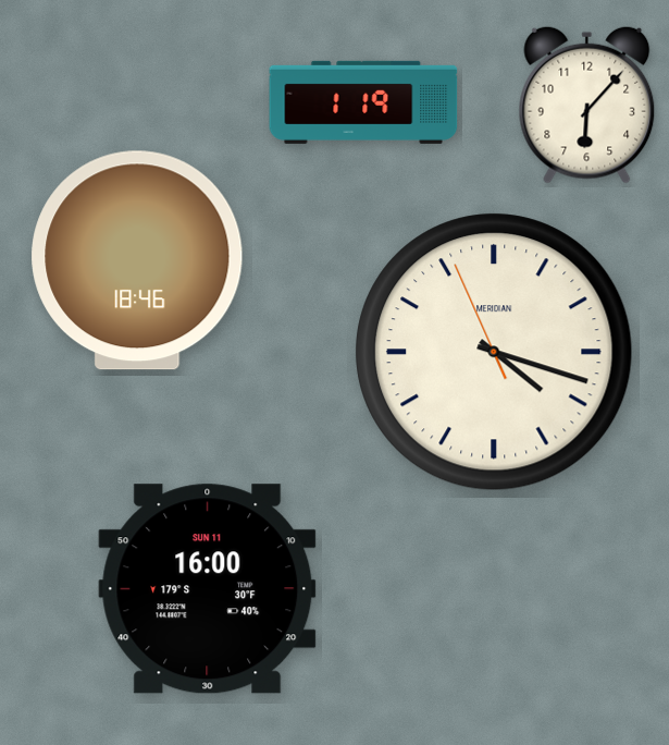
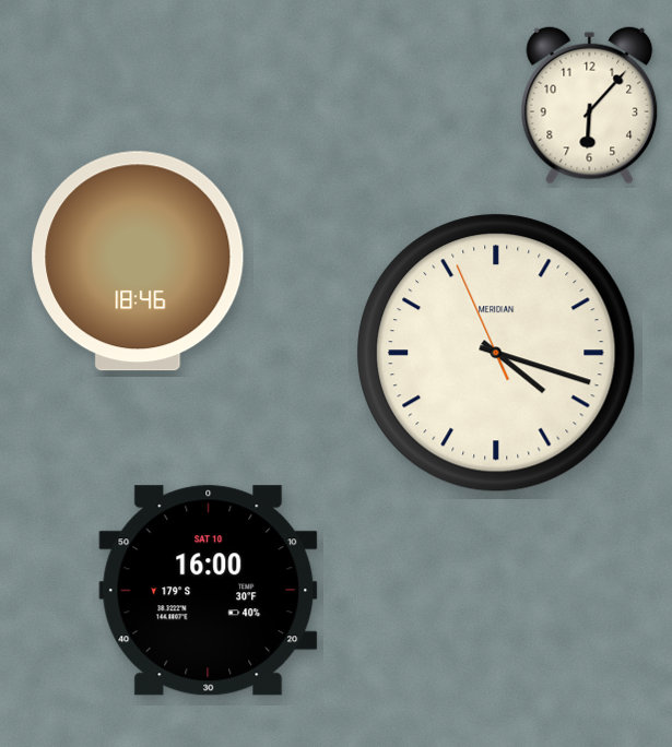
clock at (363, 102): 1:19 -> none
clock at (208, 589) date: SUN 11 -> SAT 10
